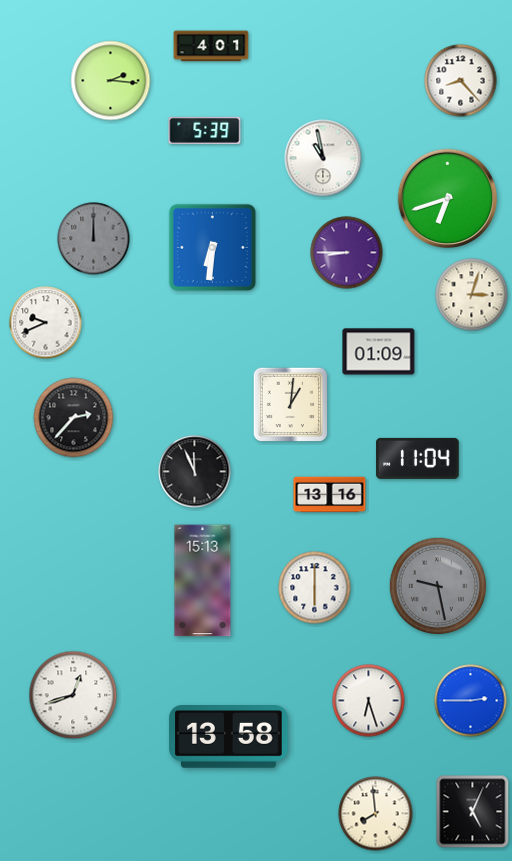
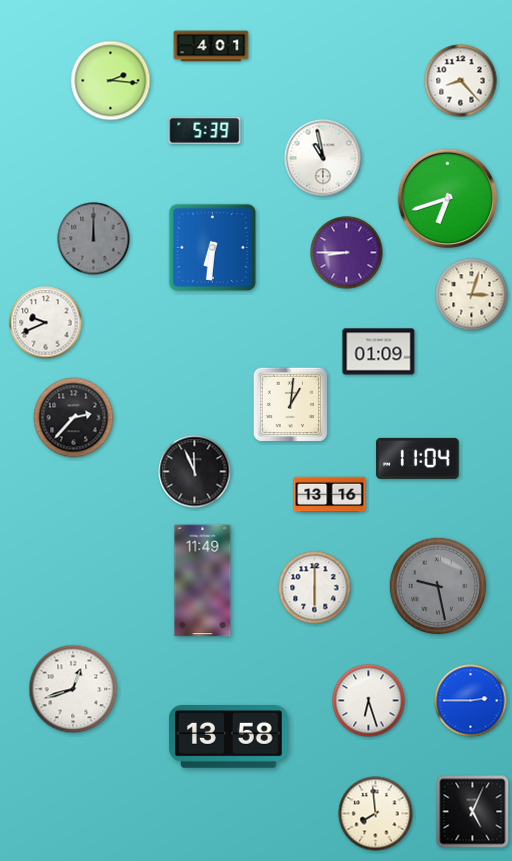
clock at (203, 581): 15:13 -> 11:49
clock at (73, 695) position: (73, 695) -> (73, 689)
